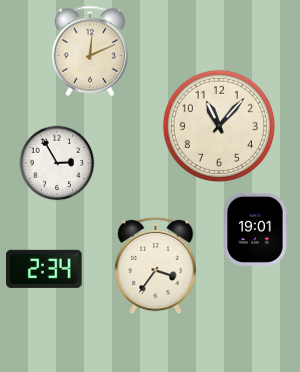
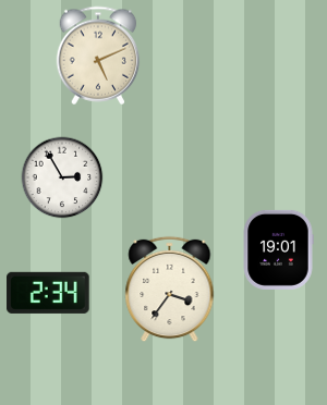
clock at (90, 51): 12:11 -> 5:11
clock at (219, 126): 11:07 -> none
